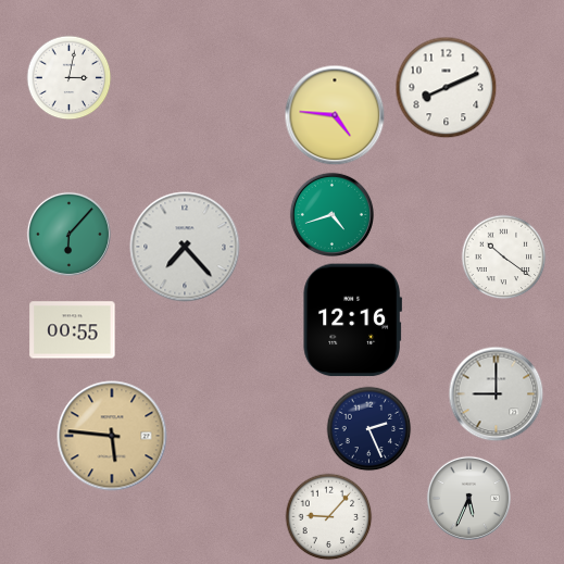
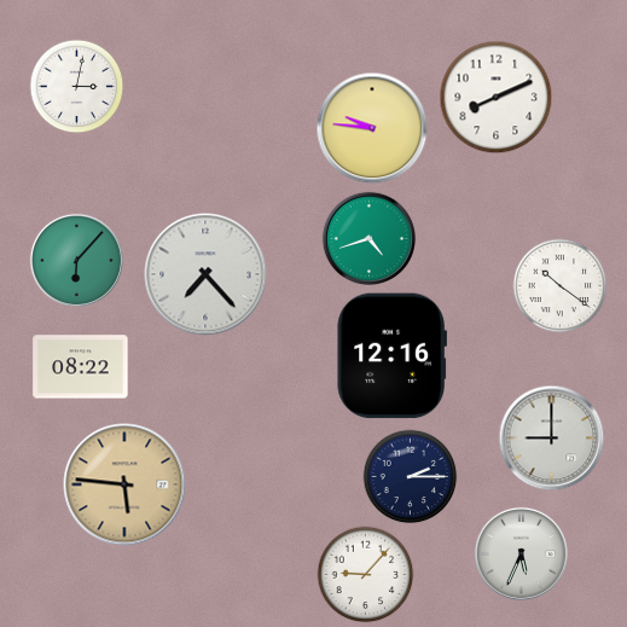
clock at (335, 115): 4:46 -> 9:46
clock at (73, 330): 00:55 -> 08:22
clock at (368, 428): 2:26 -> 2:15
